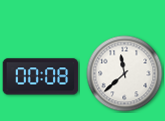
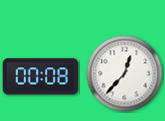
clock at (125, 74): 11:38 -> 12:37
